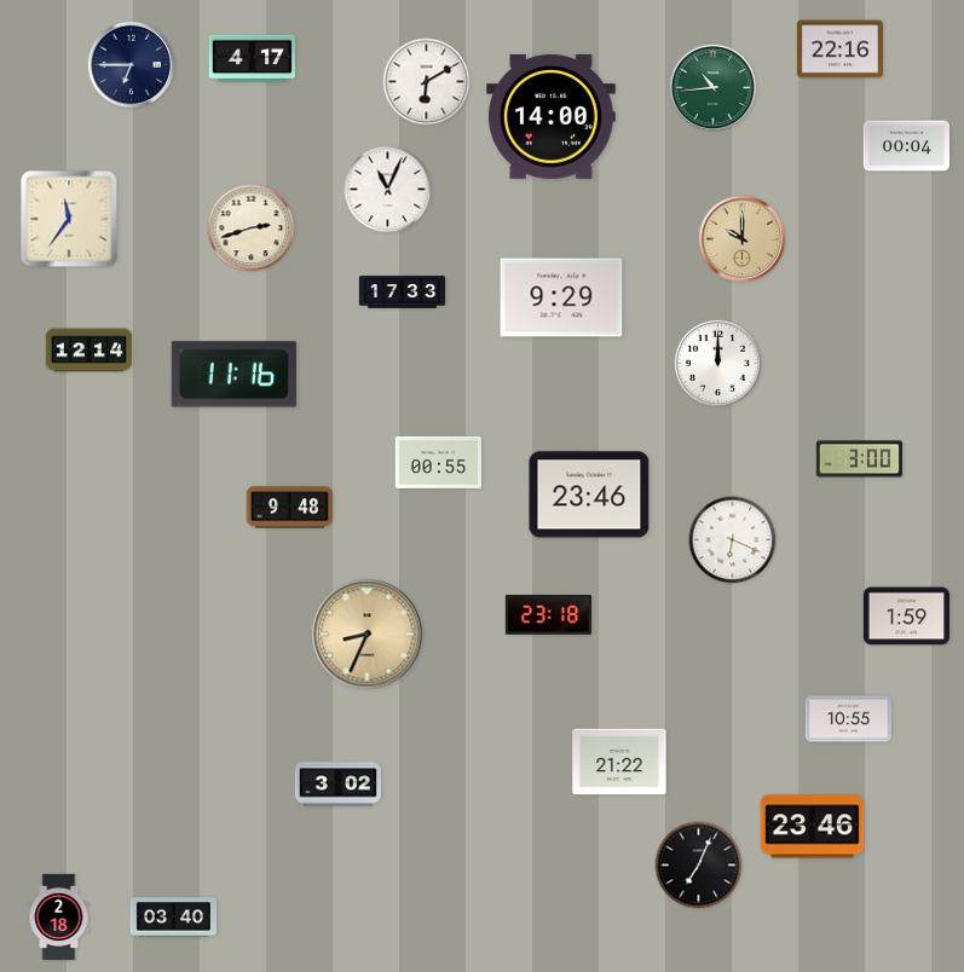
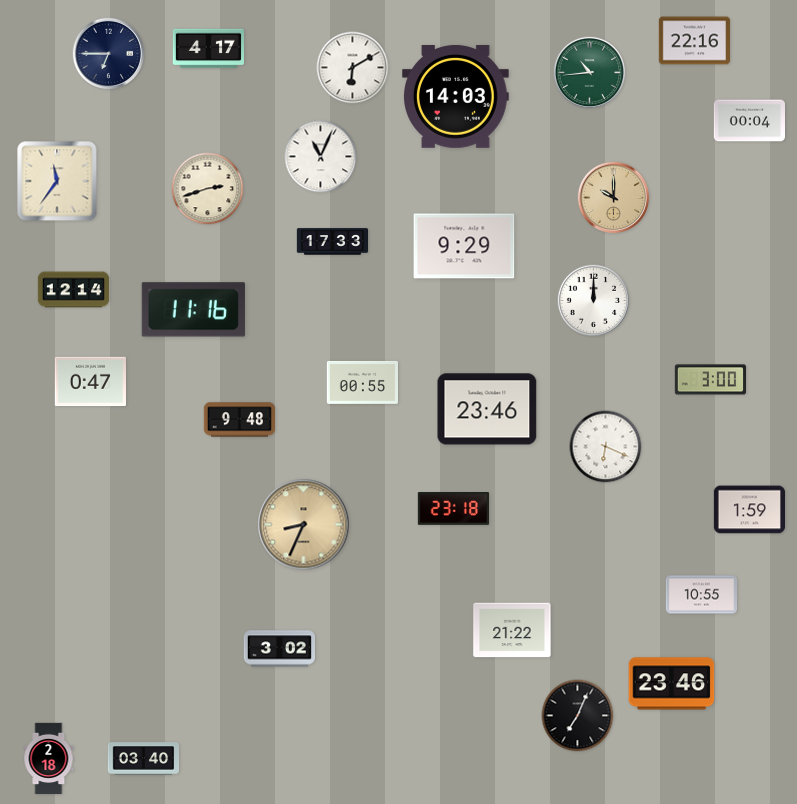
clock at (552, 116): 14:00 -> 14:03
clock at (90, 382): none -> 0:47
